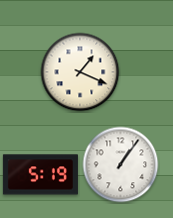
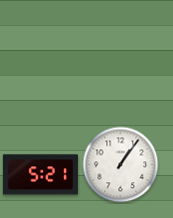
clock at (80, 72): 1:19 -> none
clock at (40, 175): 5:19 -> 5:21
